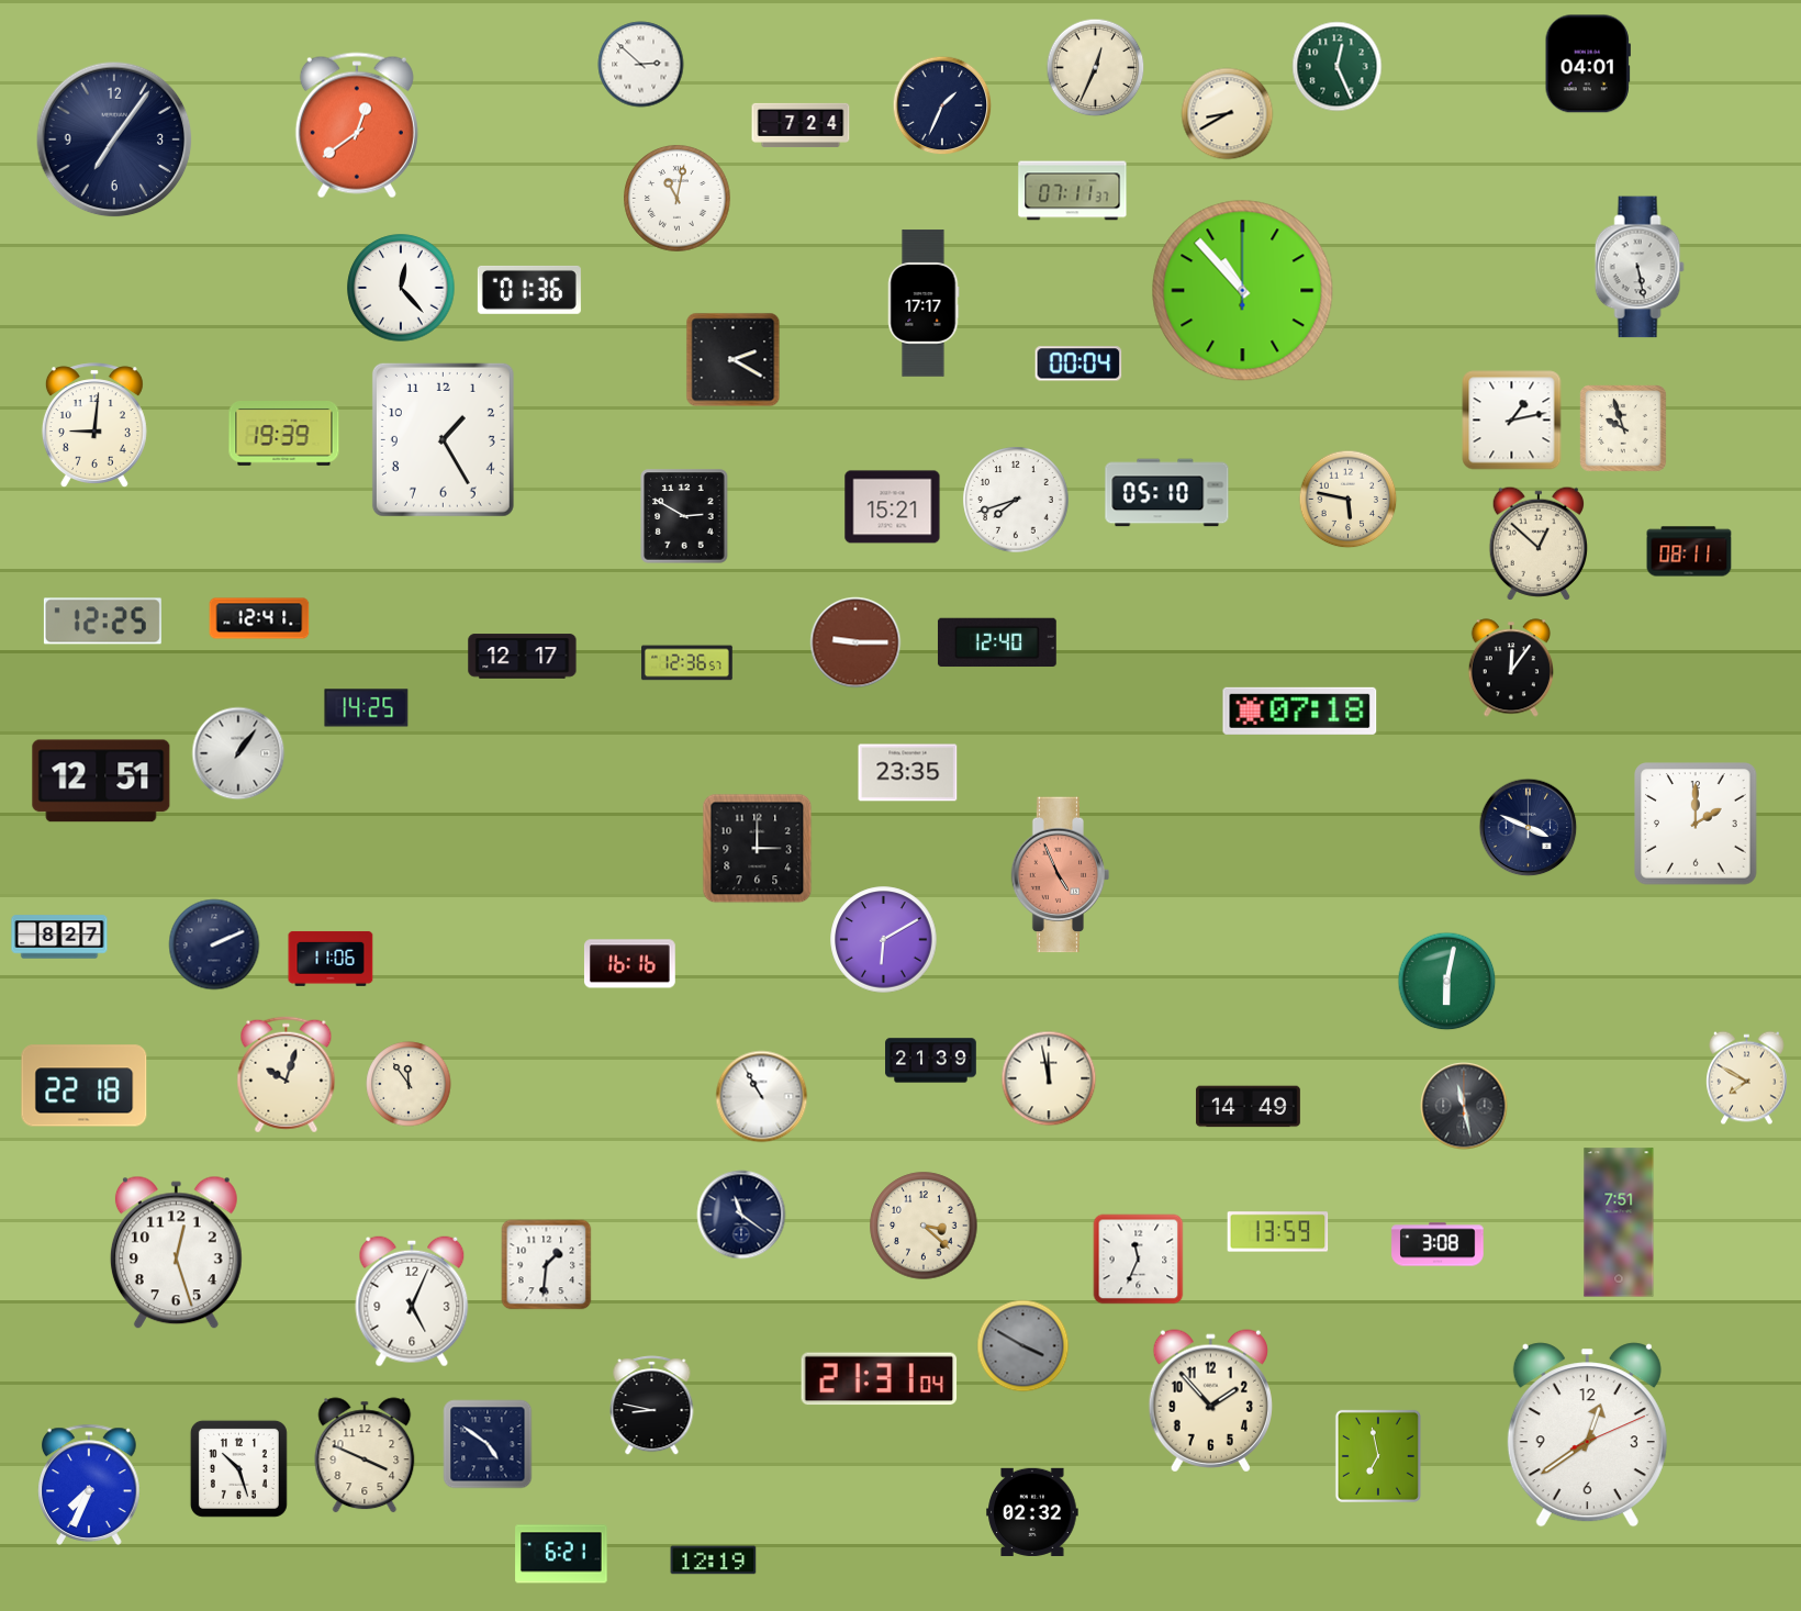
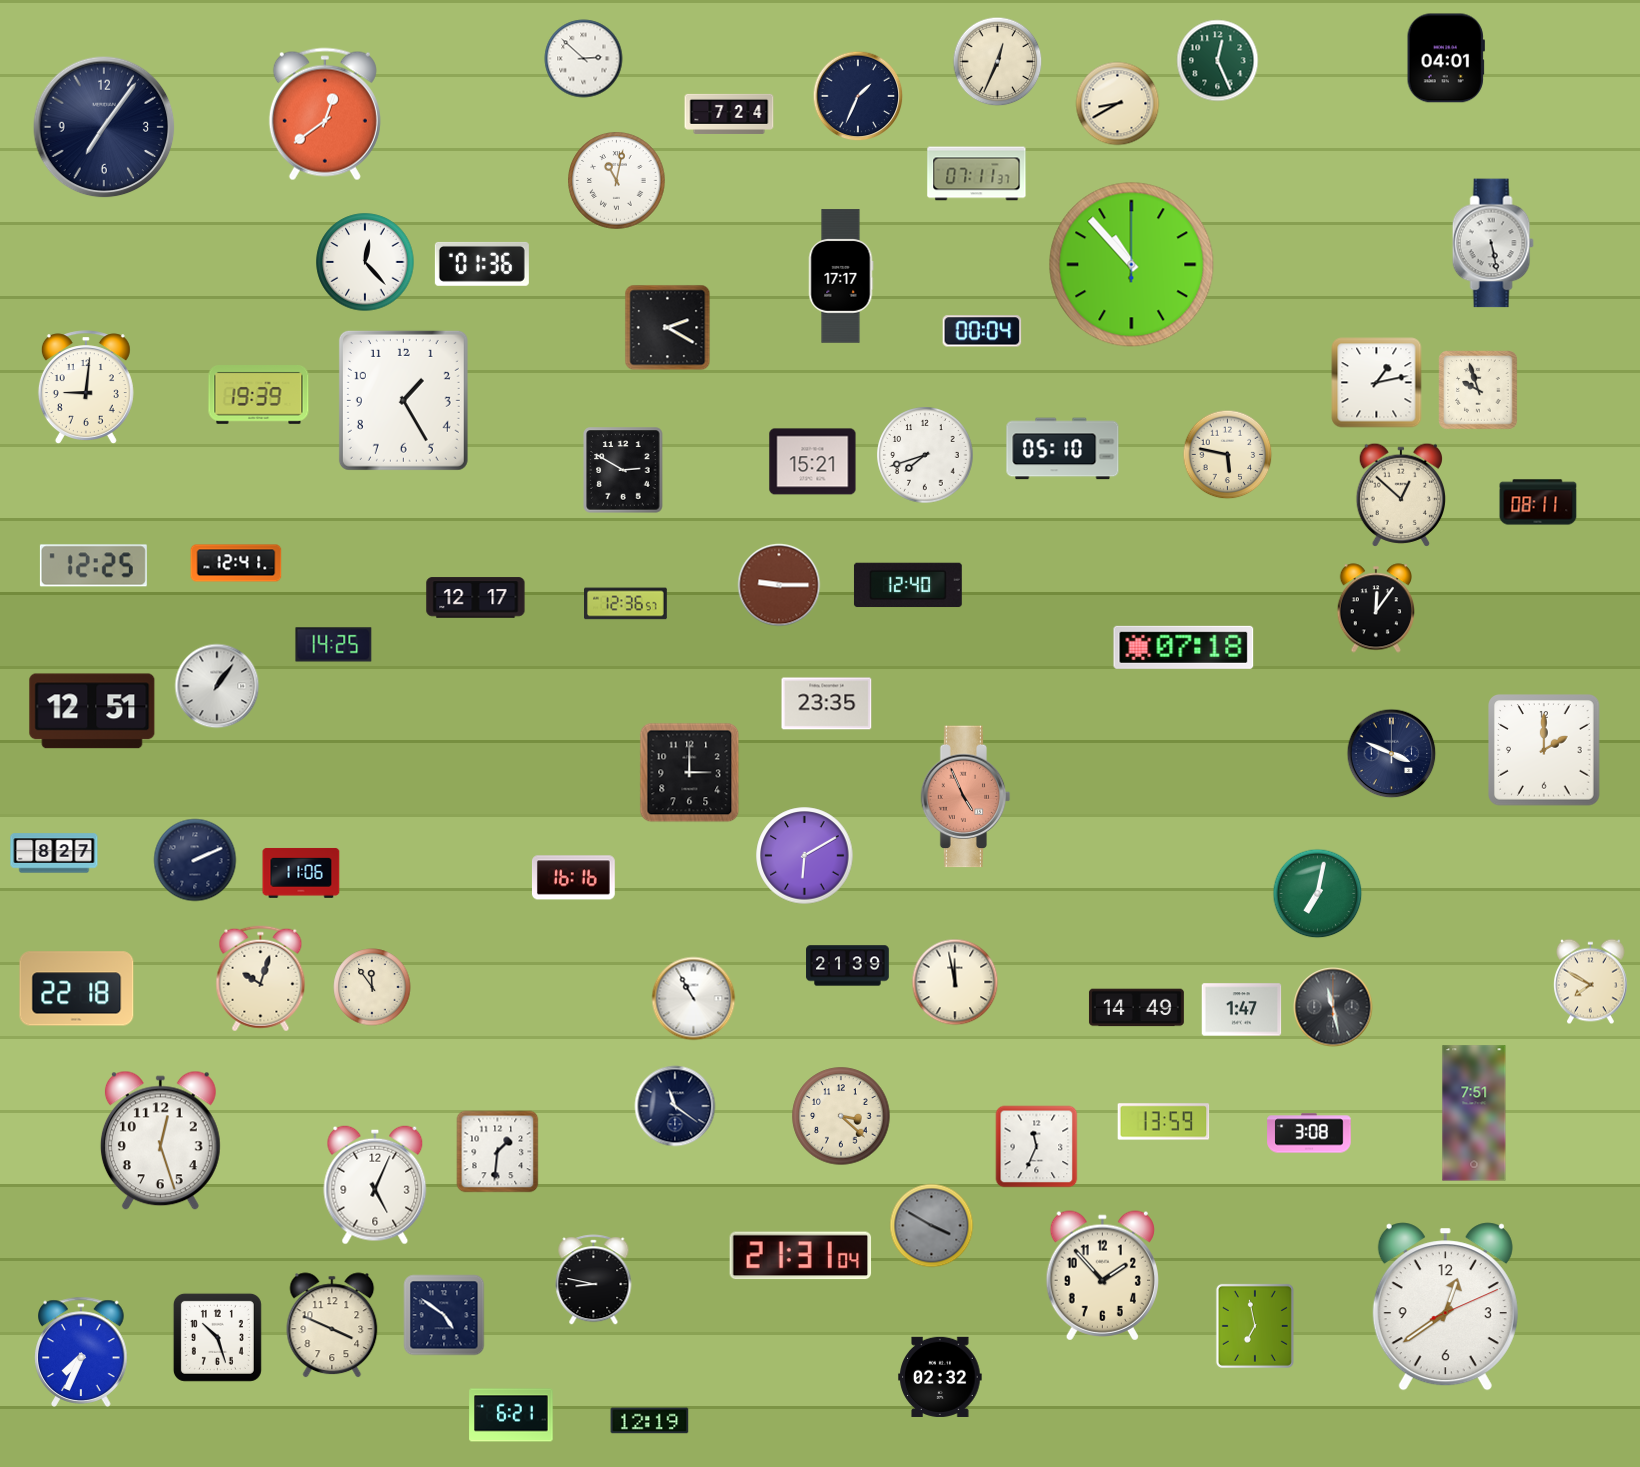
clock at (1447, 982): 6:02 -> 7:02
clock at (1242, 1010): none -> 1:47
